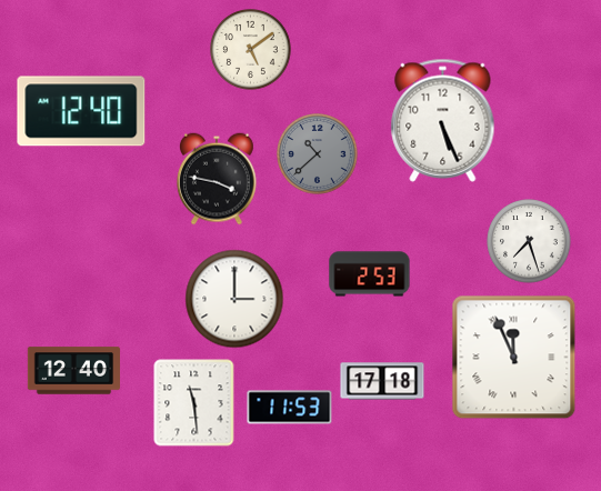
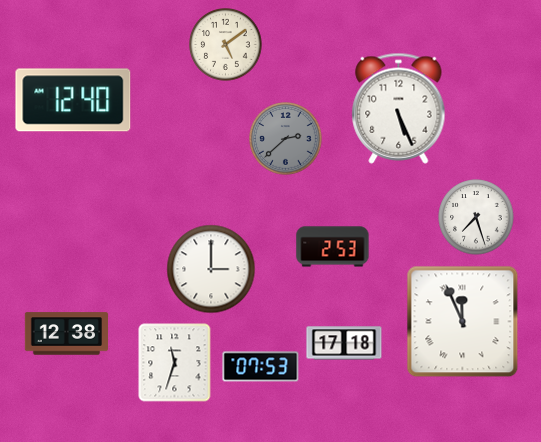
clock at (318, 154): 10:38 -> 2:38
clock at (218, 179): 3:47 -> none
clock at (73, 371): 12:40 -> 12:38
clock at (194, 403): 11:29 -> 11:33
clock at (290, 408): 11:53 -> 07:53
